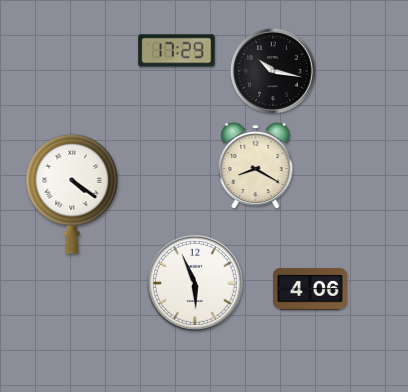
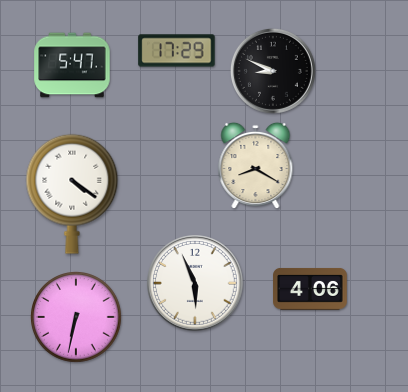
clock at (72, 65): none -> 5:47
clock at (273, 71): 10:17 -> 8:49
clock at (77, 318): none -> 6:32
